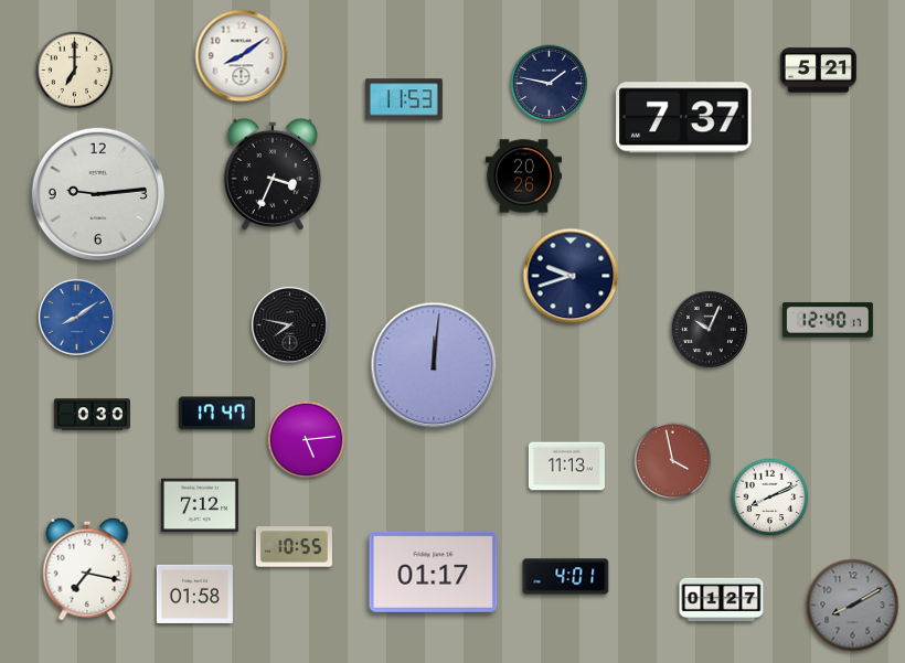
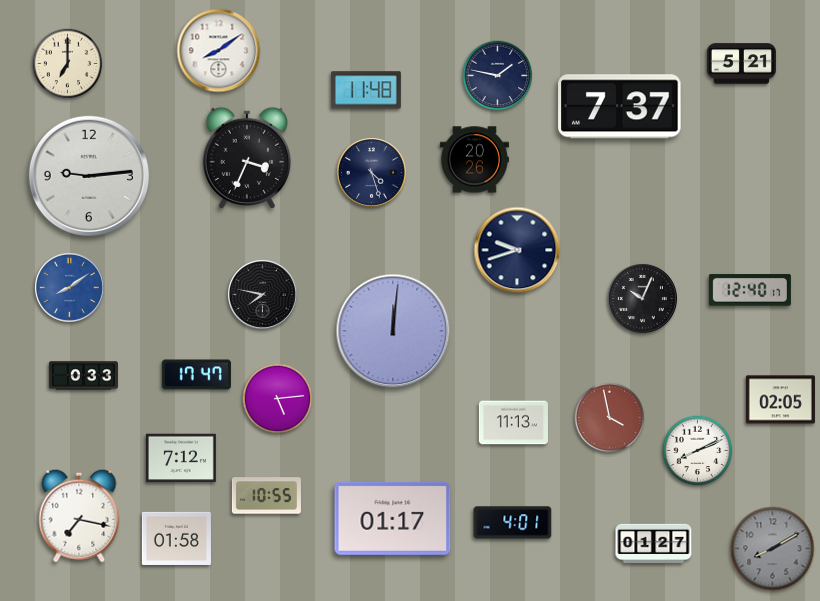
clock at (404, 99): 11:53 -> 11:48
clock at (371, 172): none -> 4:27
clock at (92, 415): 0:30 -> 0:33
clock at (780, 400): none -> 02:05
